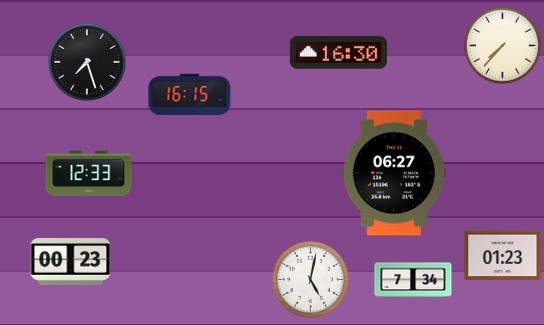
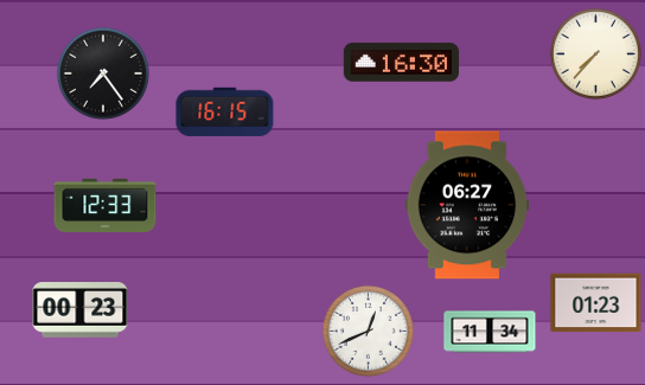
clock at (87, 62): 7:27 -> 7:24
clock at (71, 262) position: (71, 262) -> (81, 310)
clock at (310, 279): 5:02 -> 12:41
clock at (413, 280): 7:34 -> 11:34
